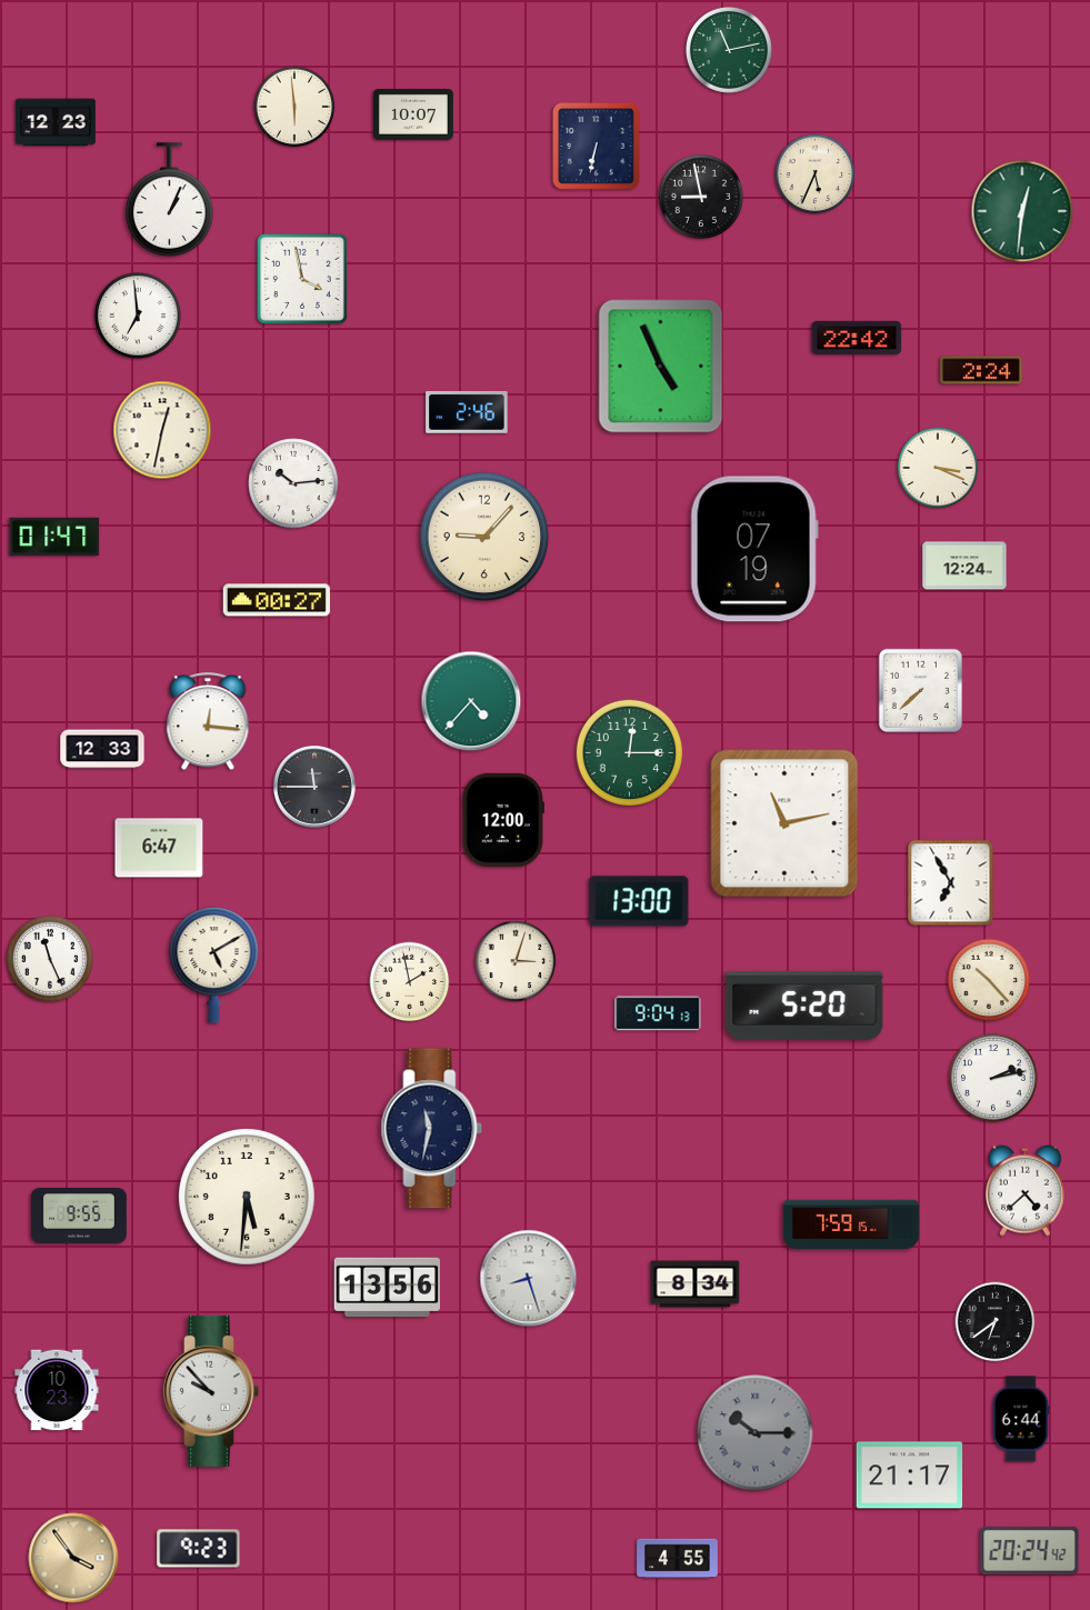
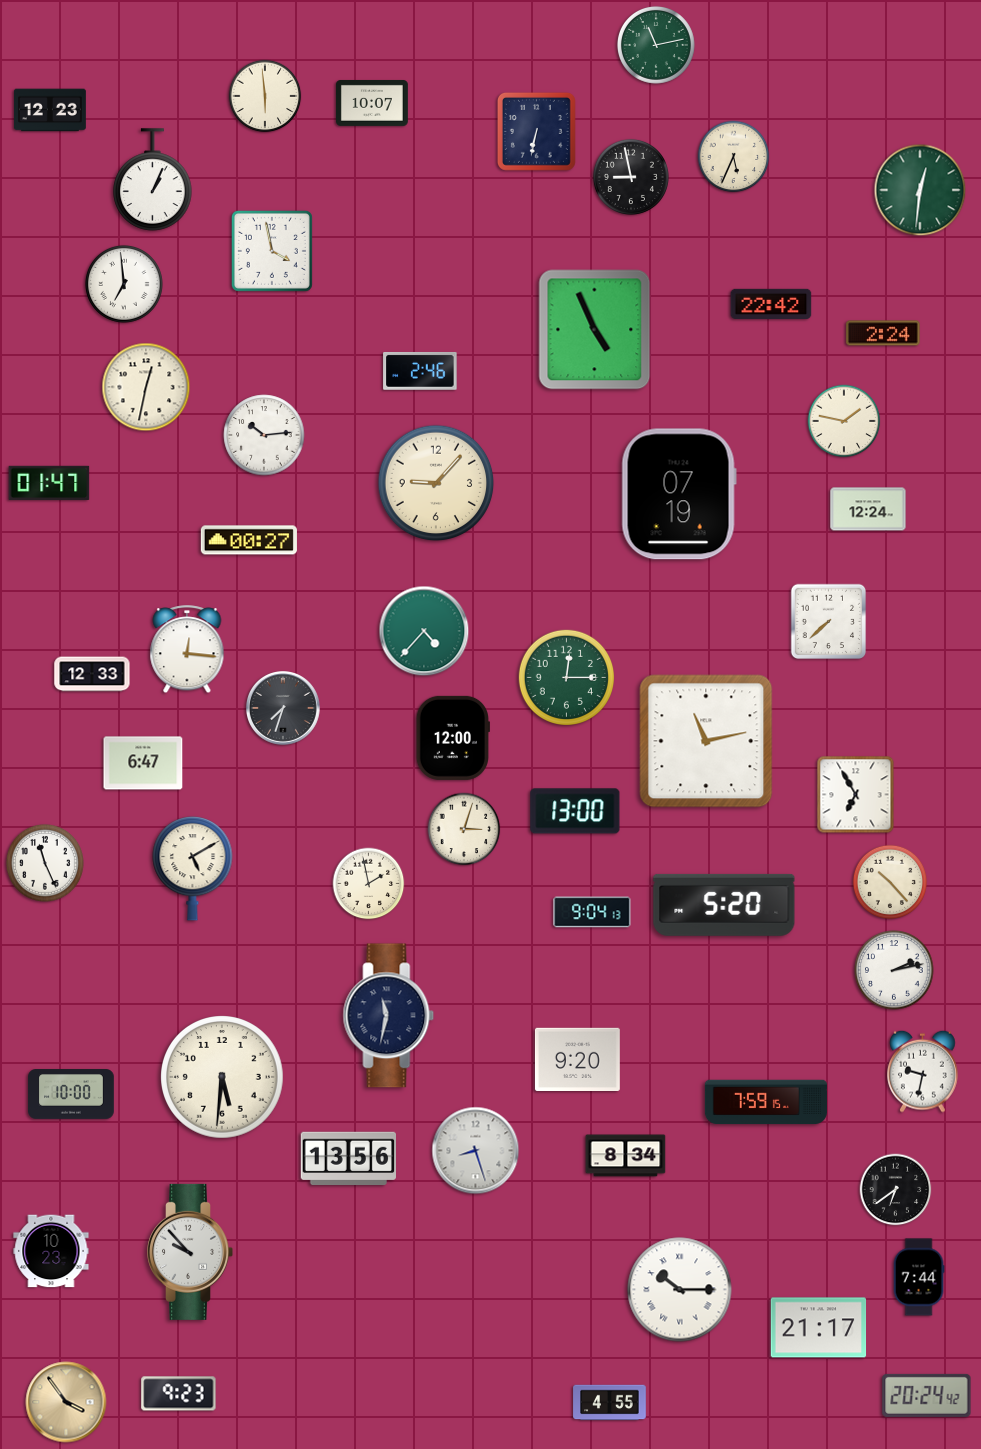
clock at (938, 468): 3:19 -> 1:47
clock at (316, 788): 11:45 -> 7:33
clock at (516, 961) position: (516, 961) -> (464, 829)
clock at (577, 1059): none -> 9:20
clock at (1026, 1190): 4:38 -> 9:32
clock at (79, 1216): 9:55 -> 10:00
clock at (1021, 1419): 6:44 -> 7:44
clock at (756, 1433) dial: grey -> white
